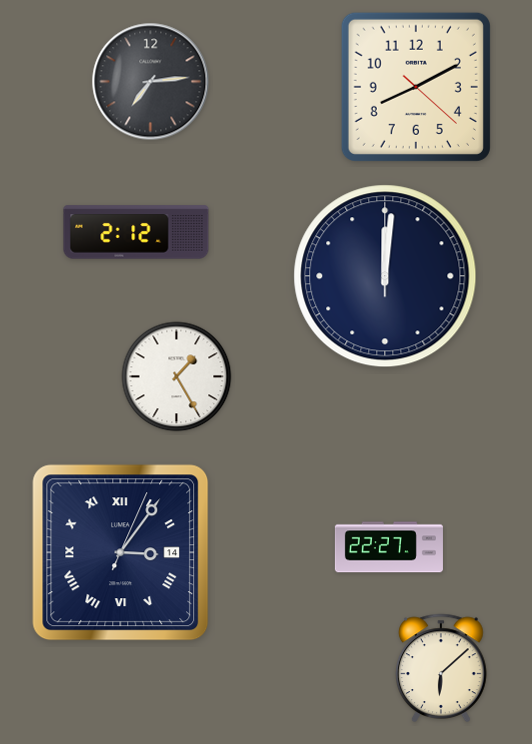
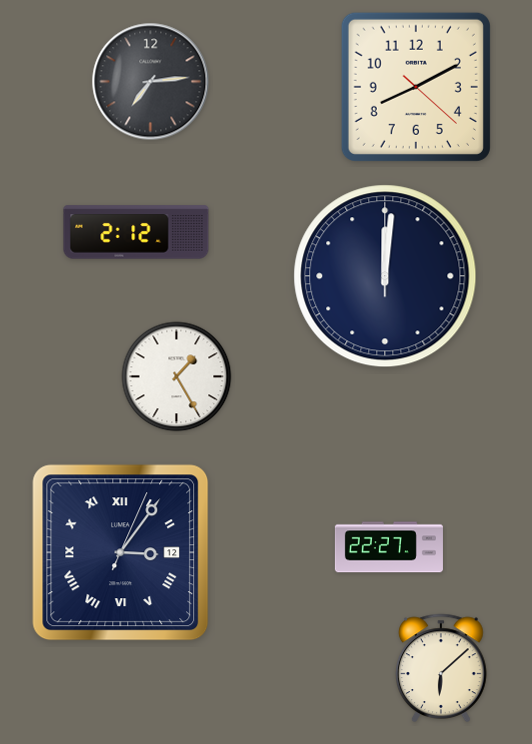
clock at (121, 553) date: 14 -> 12
